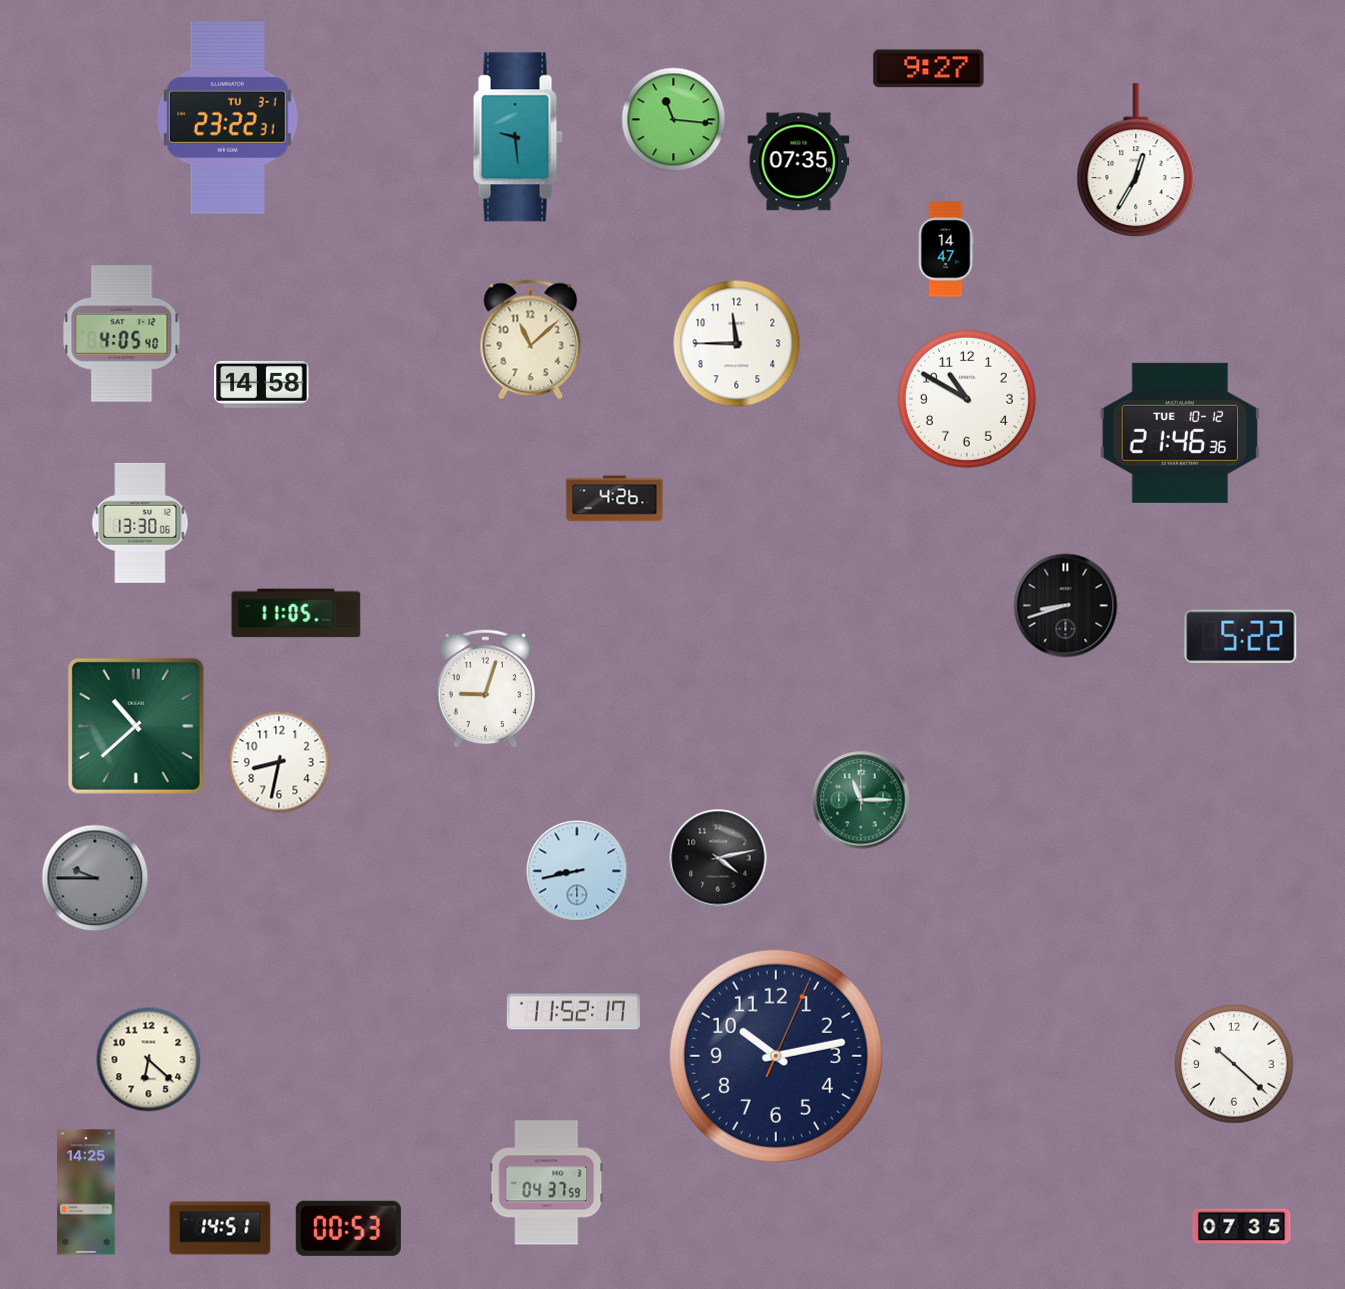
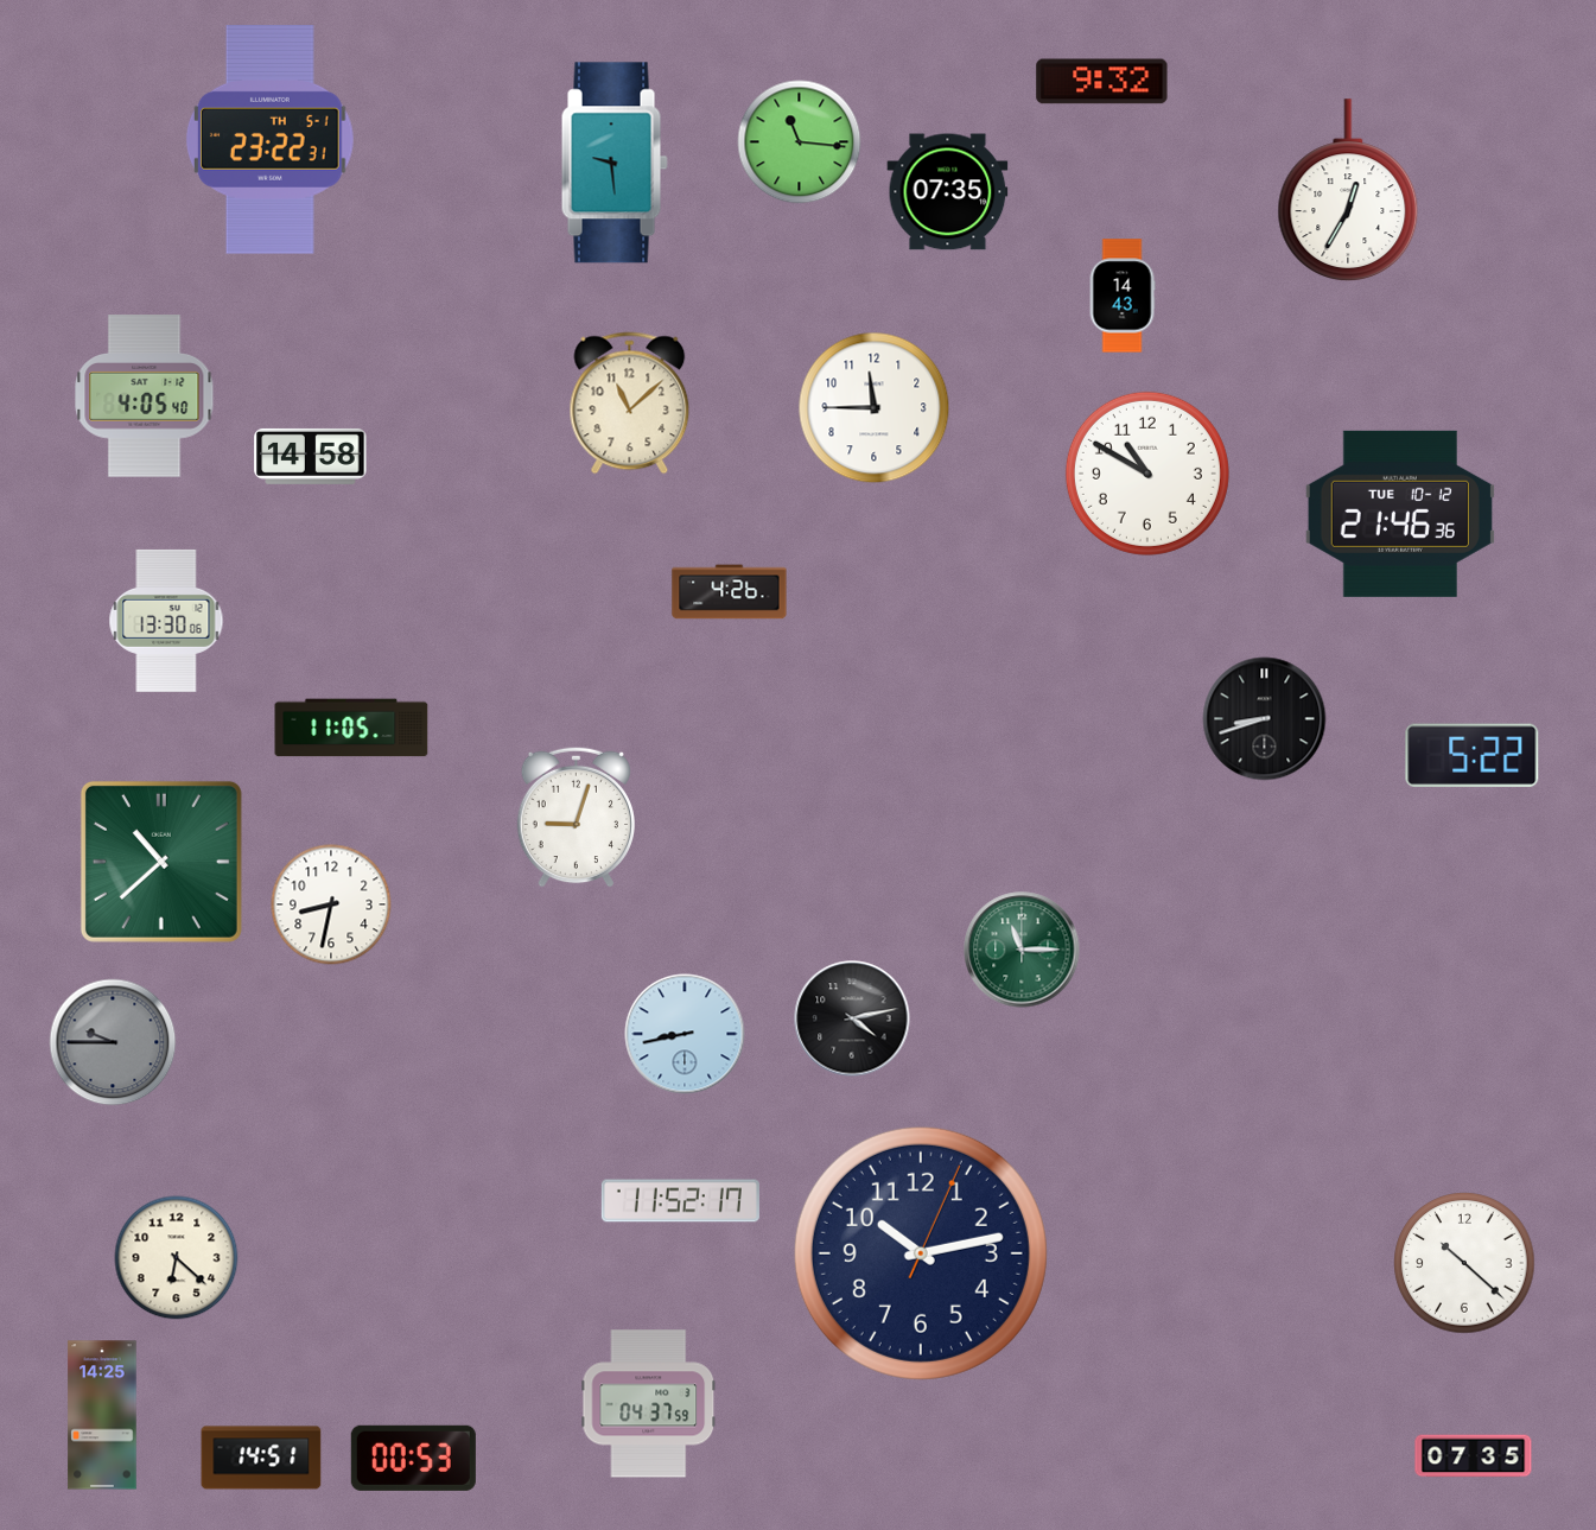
clock at (929, 69): 9:27 -> 9:32
clock at (227, 118) date: TU 3-1 -> TH 5-1
clock at (946, 249): 14:47 -> 14:43
